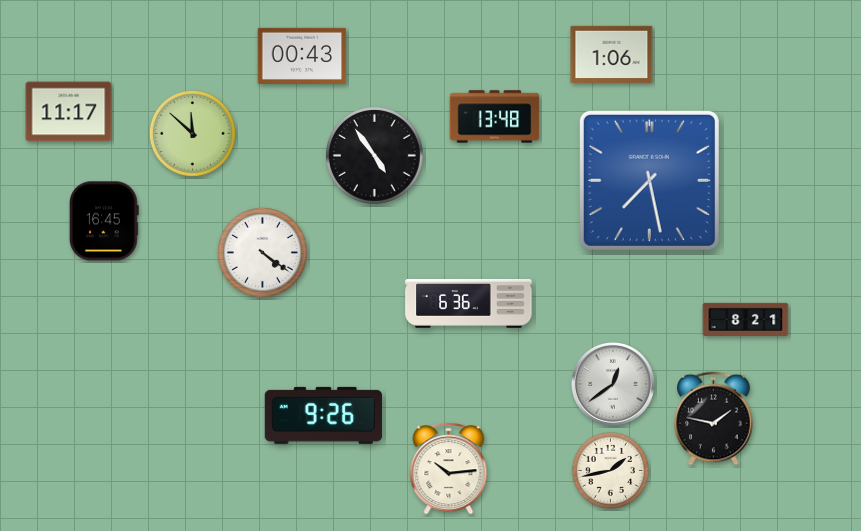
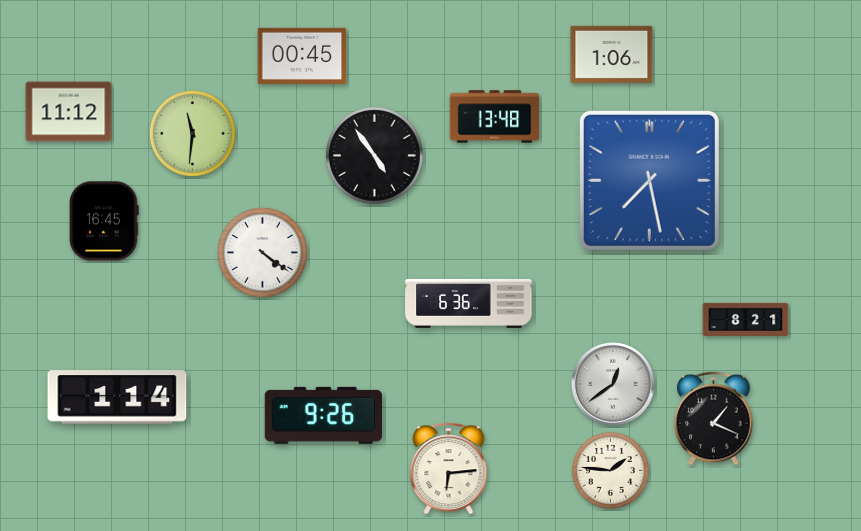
clock at (302, 56): 00:43 -> 00:45
clock at (69, 112): 11:17 -> 11:12
clock at (192, 133): 11:52 -> 11:31
clock at (117, 397): none -> 1:14
clock at (714, 419): 1:47 -> 1:19
clock at (449, 469): 10:14 -> 6:14
clock at (610, 470): 1:43 -> 1:46
